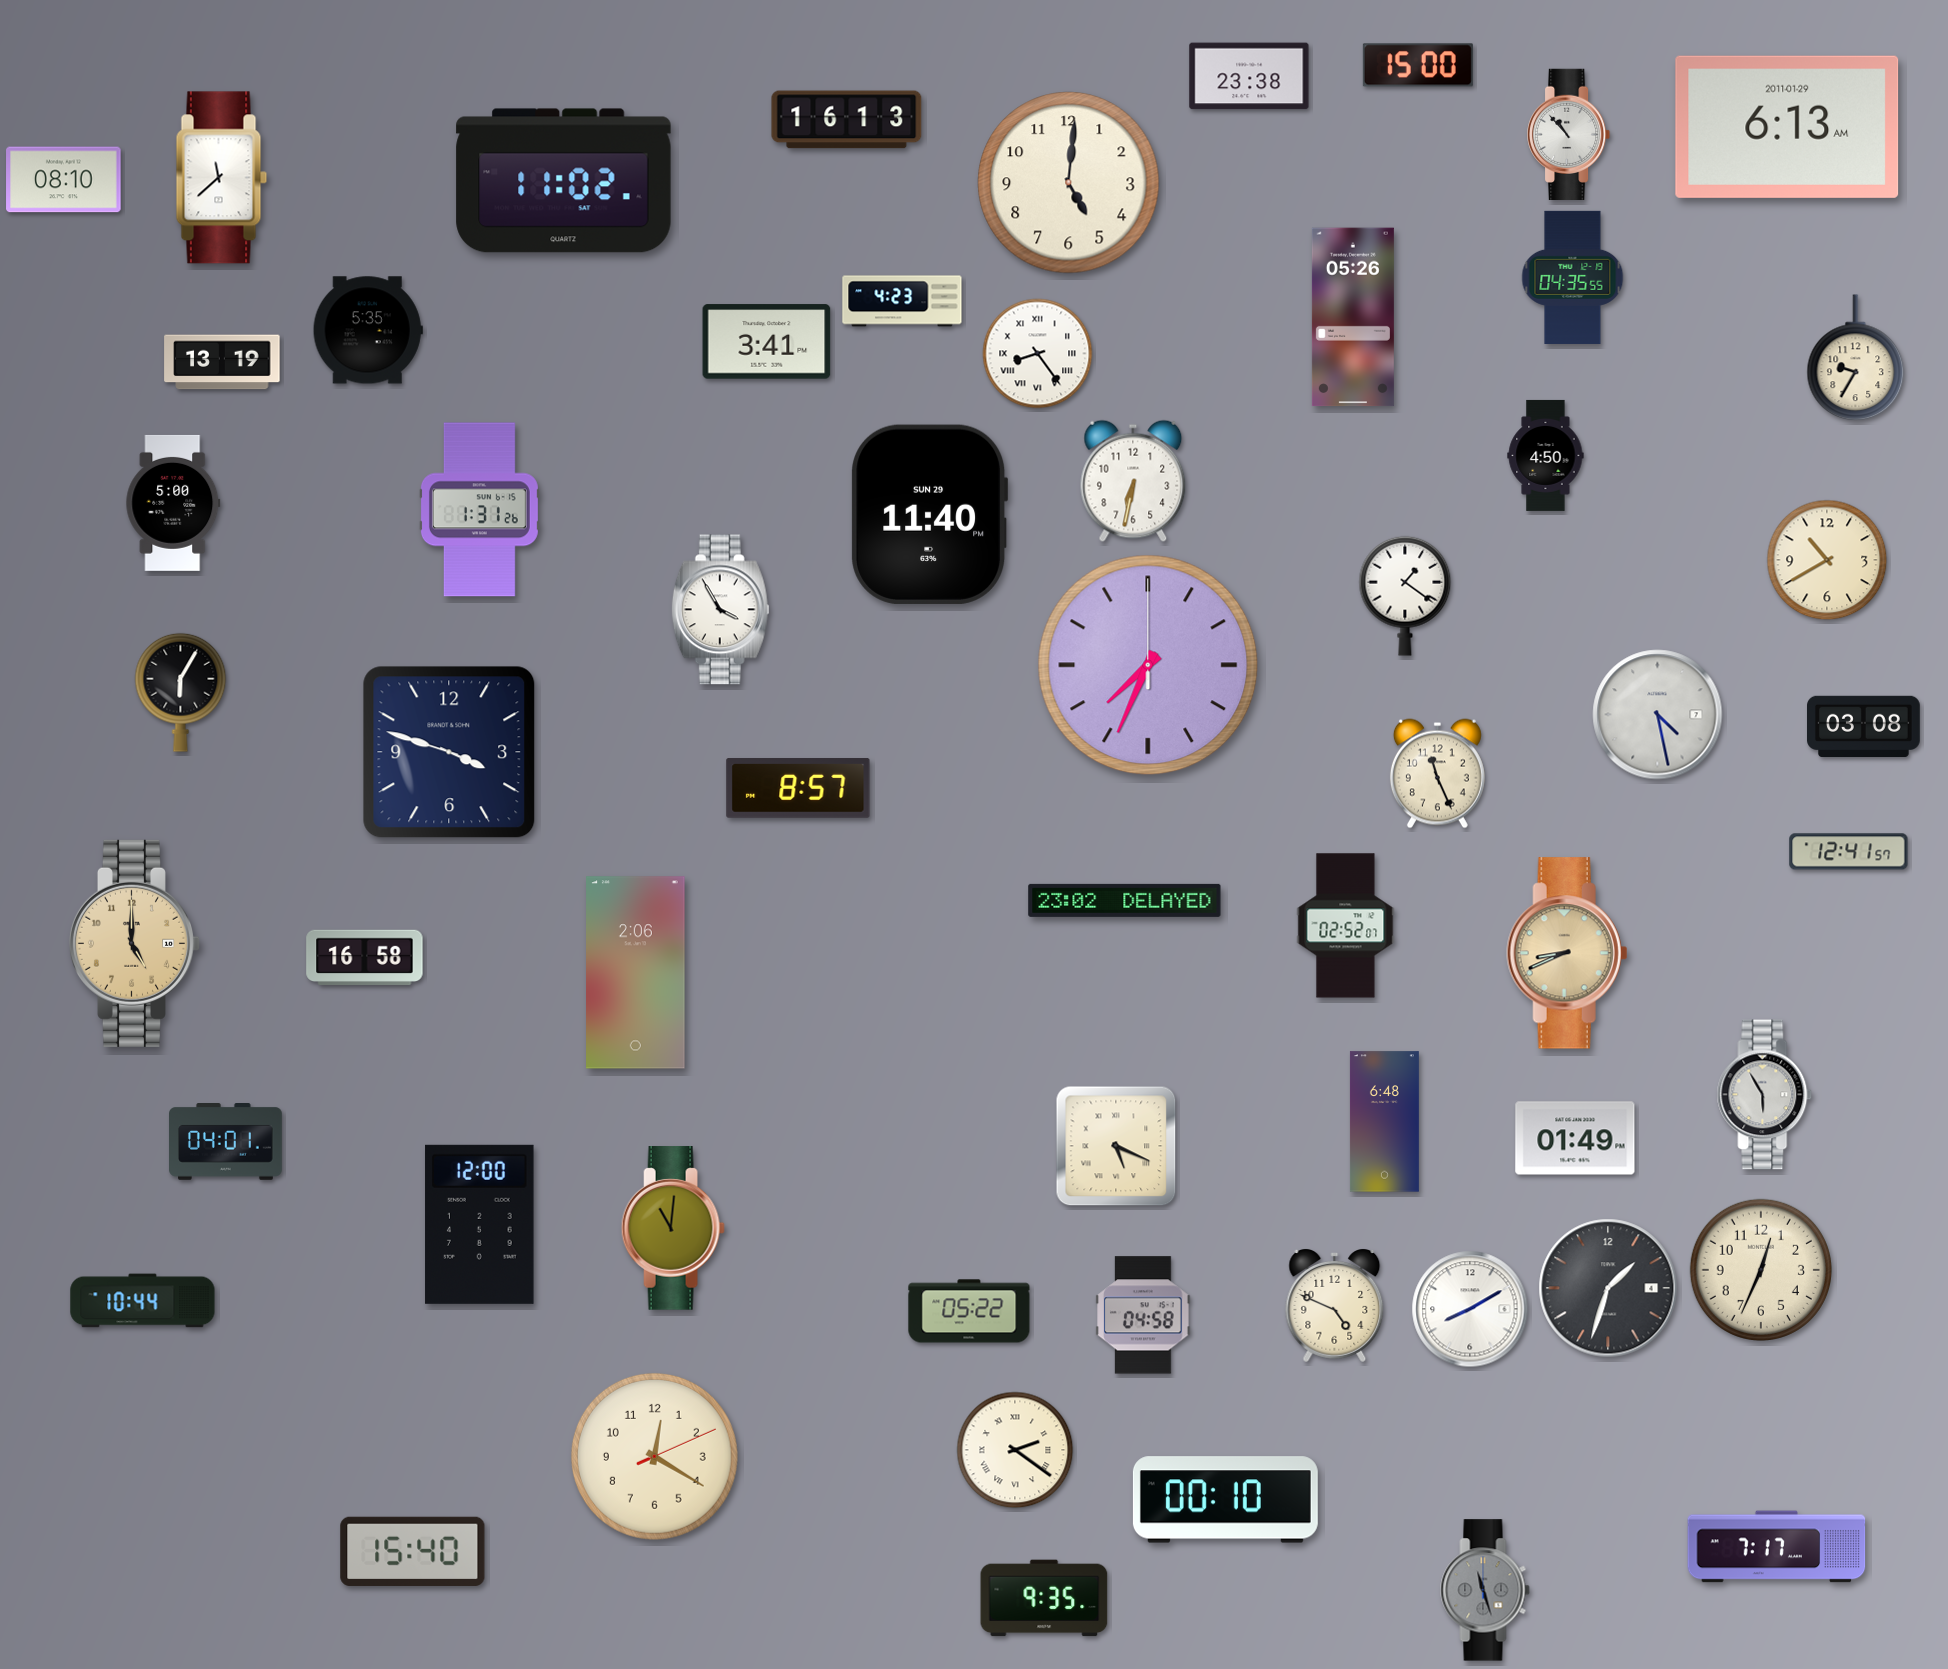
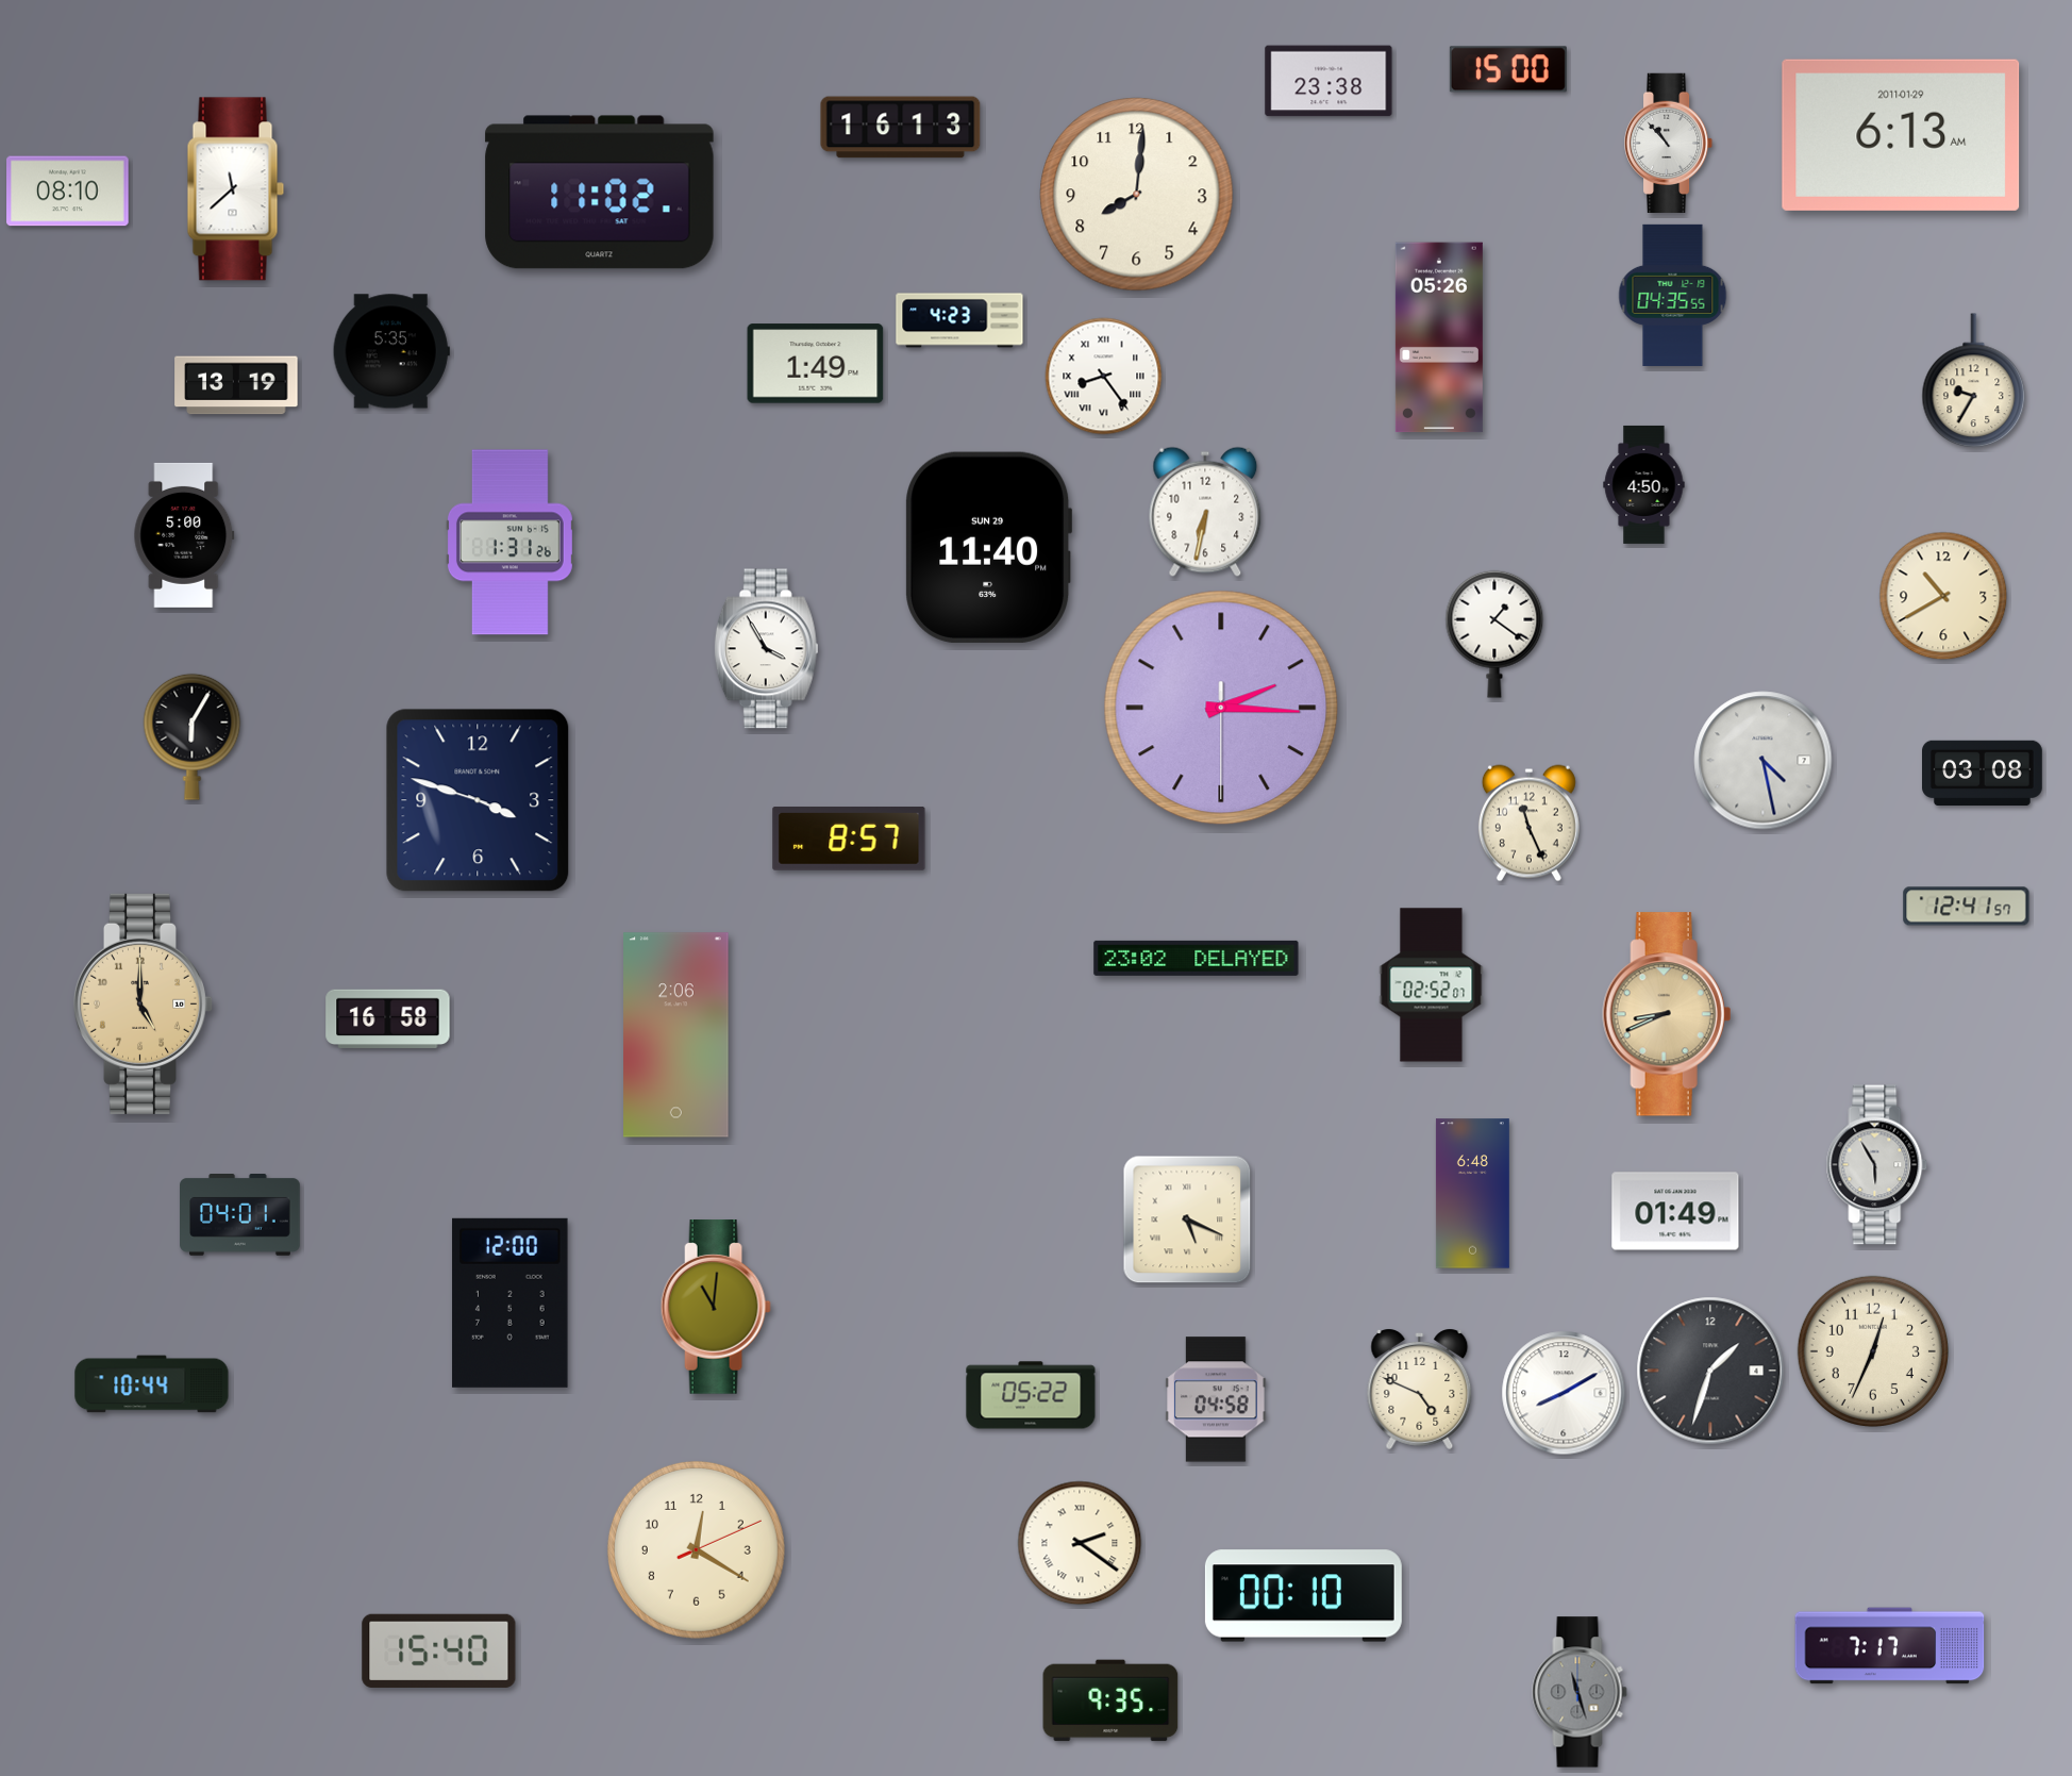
clock at (1069, 183): 5:01 -> 8:01
clock at (767, 342): 3:41 -> 1:49
clock at (1148, 665): 7:34 -> 2:15
